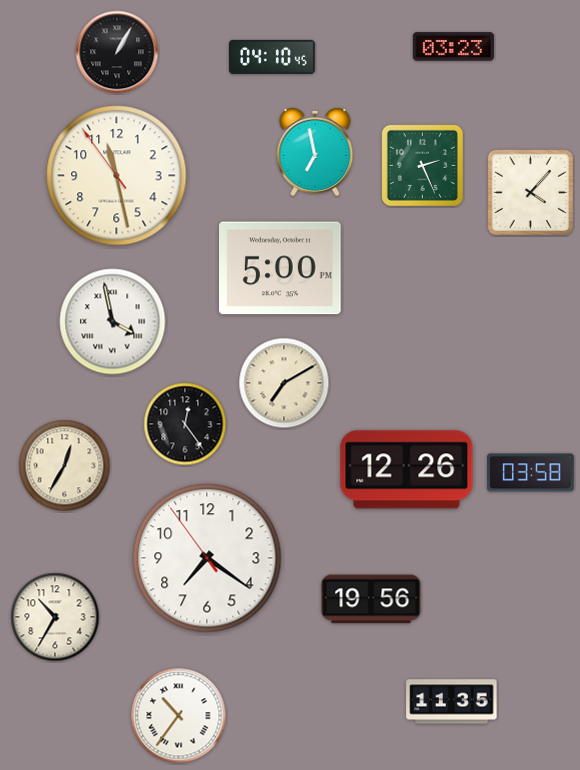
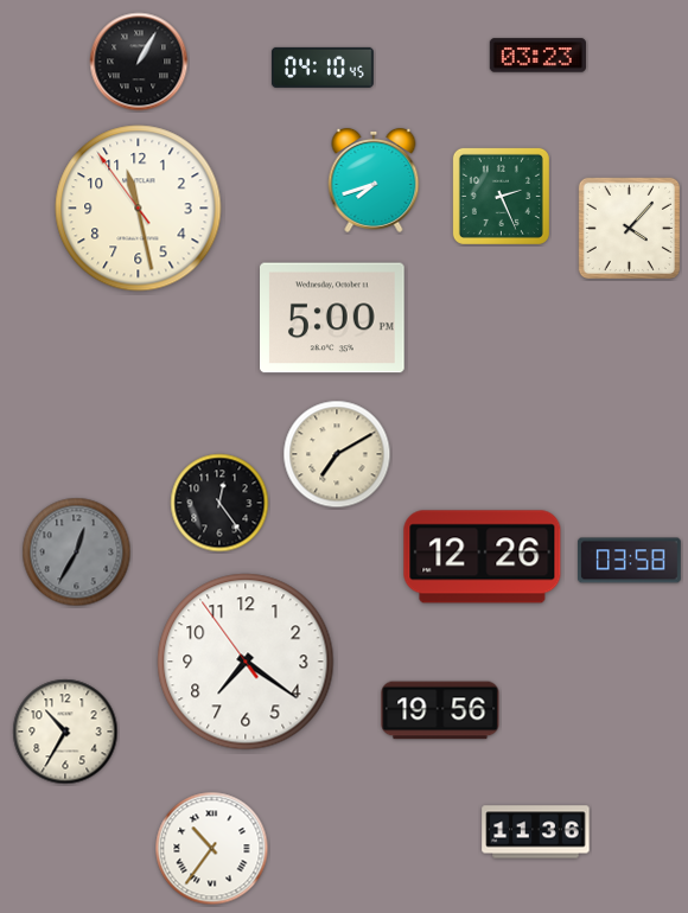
clock at (315, 152): 6:58 -> 7:42
clock at (113, 322): 3:58 -> none
clock at (65, 466) dial: cream -> grey
clock at (452, 702): 11:35 -> 11:36
